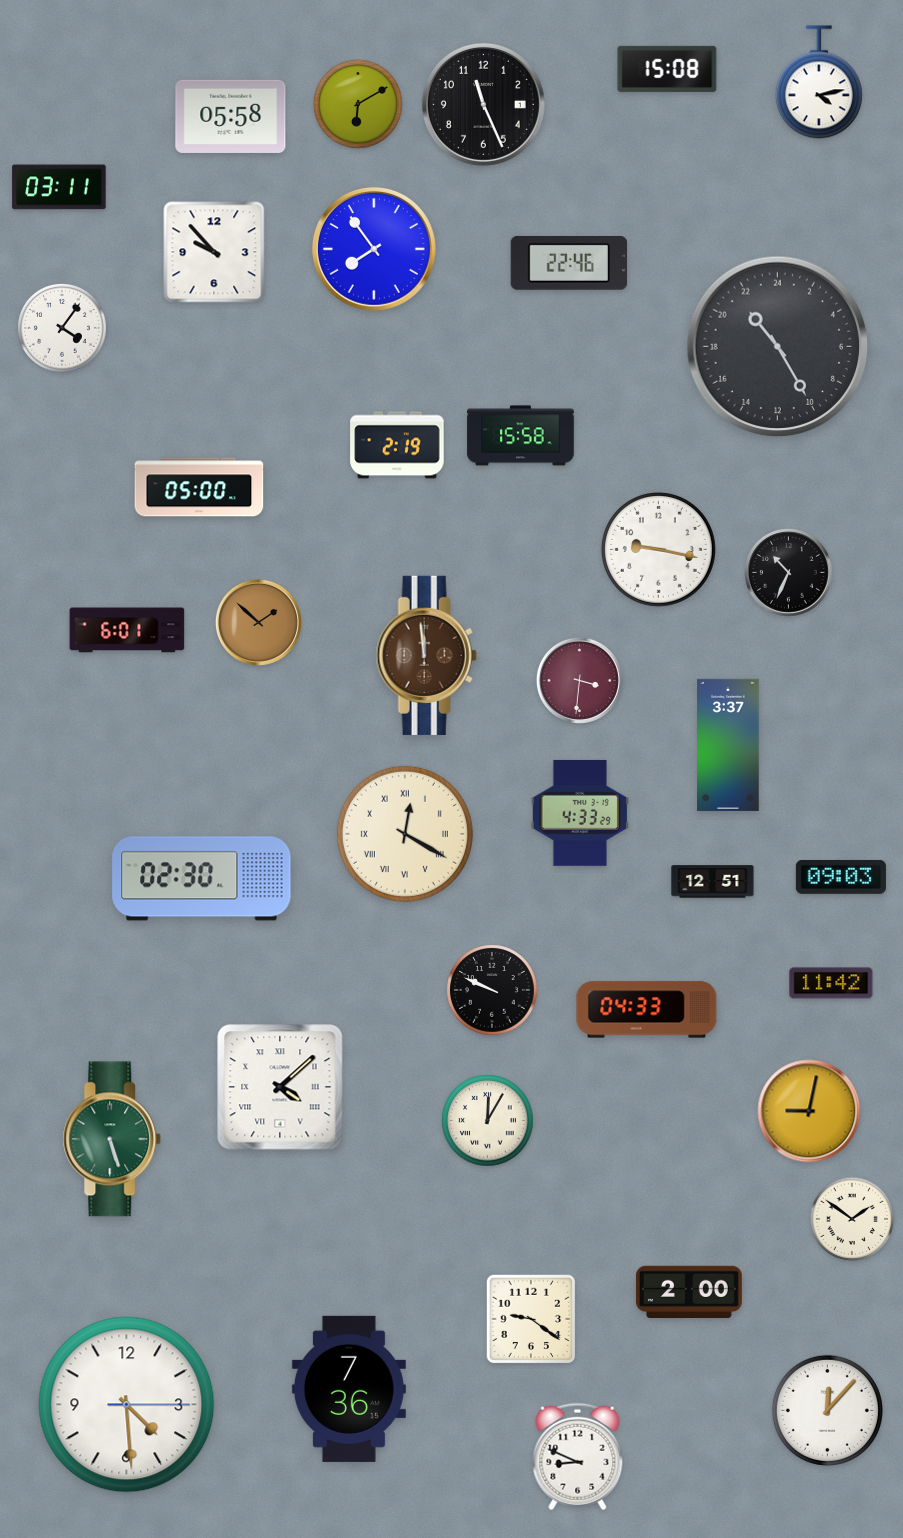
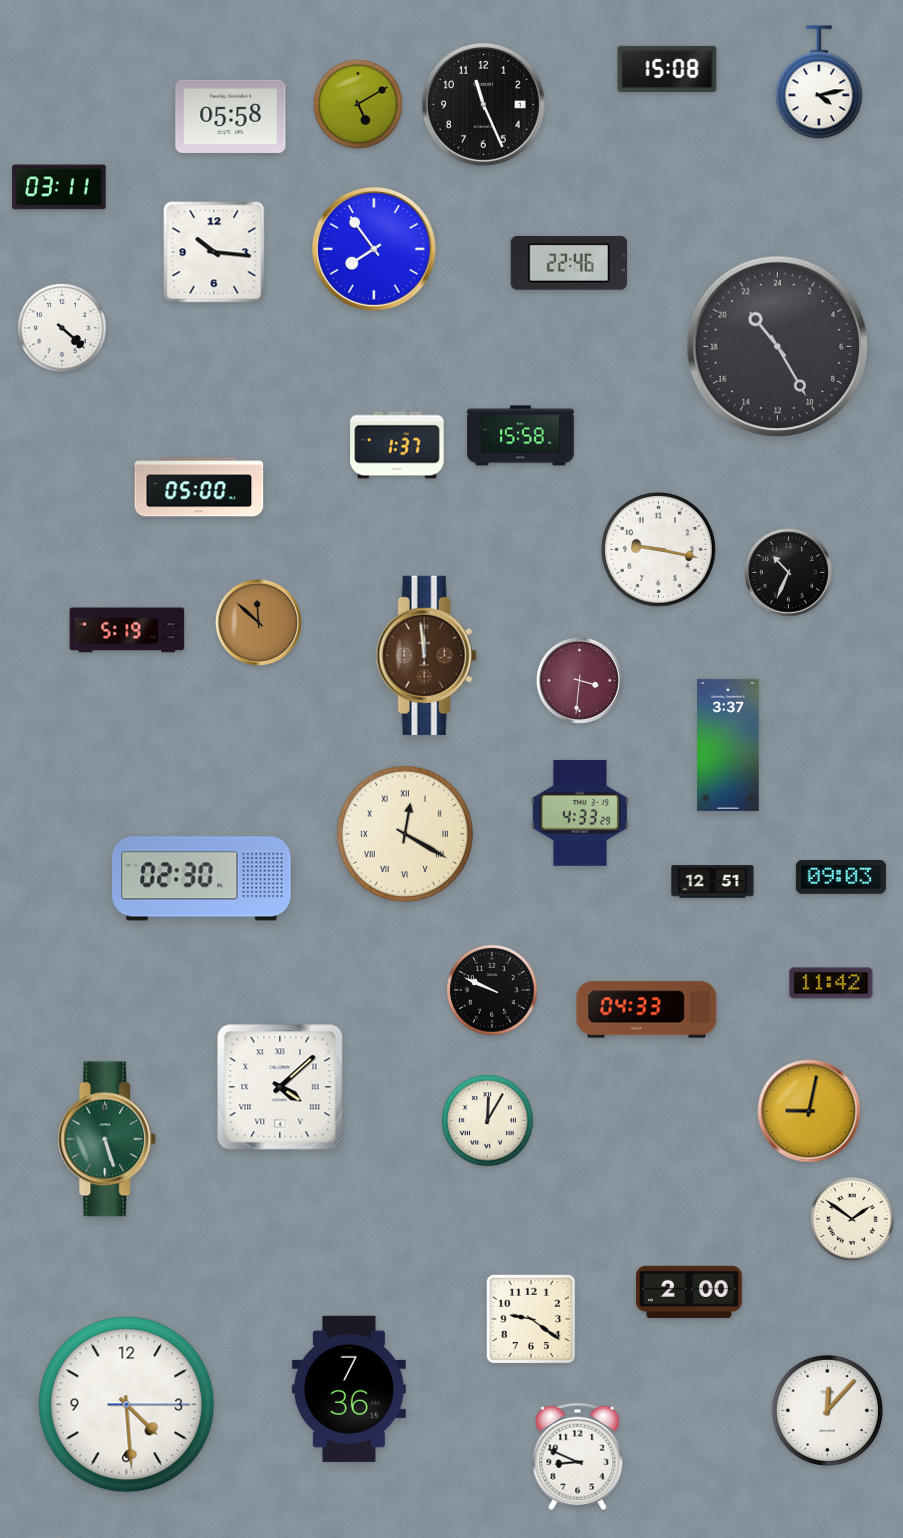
clock at (358, 104): 6:10 -> 5:10
clock at (214, 252): 9:53 -> 10:16
clock at (62, 328): 4:06 -> 4:22
clock at (397, 445): 2:19 -> 1:37
clock at (258, 622): 1:52 -> 11:52
clock at (127, 630): 6:01 -> 5:19
clock at (112, 1139) position: (112, 1139) -> (107, 1139)
